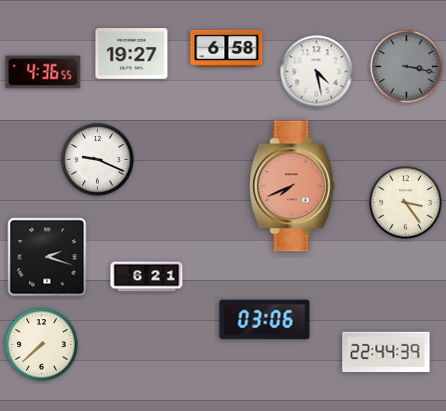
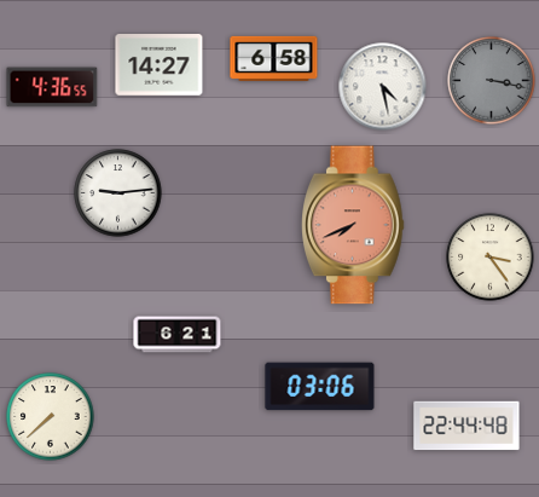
clock at (132, 54): 19:27 -> 14:27
clock at (98, 160): 9:19 -> 9:14
clock at (406, 203) position: (406, 203) -> (491, 258)
clock at (47, 257): 2:18 -> none
clock at (386, 352): 22:44:39 -> 22:44:48
